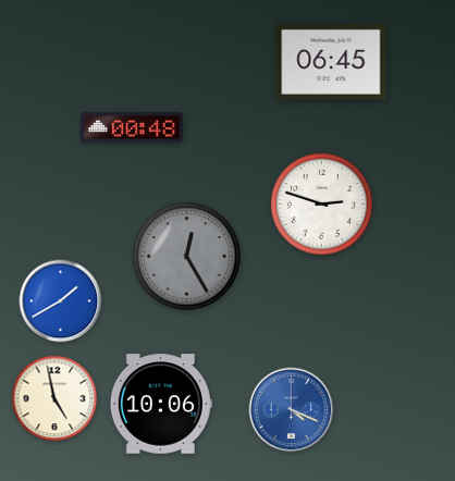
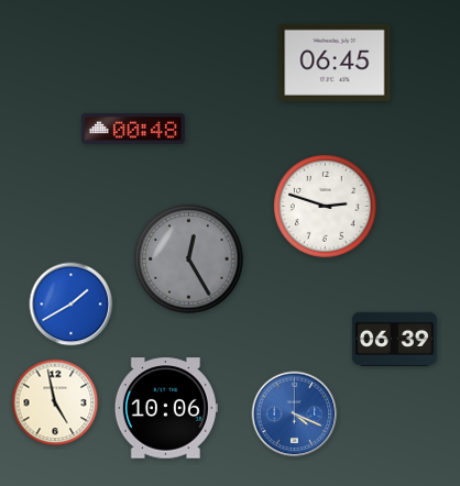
clock at (61, 301) position: (61, 301) -> (72, 305)
clock at (394, 339): none -> 06:39
clock at (161, 404) position: (161, 404) -> (166, 408)
